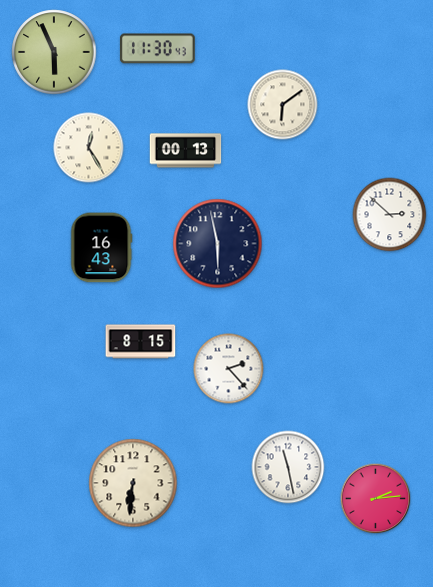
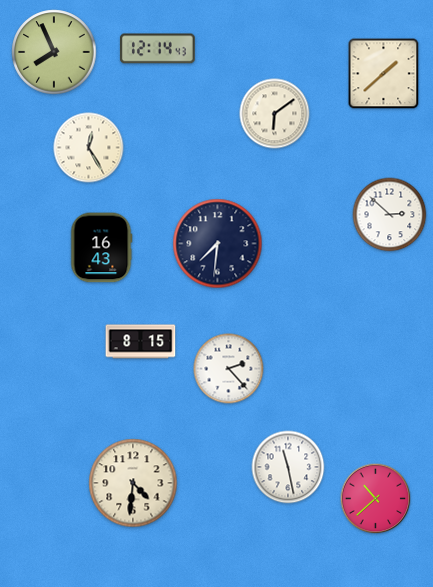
clock at (157, 49): 11:30 -> 12:14
clock at (54, 52): 5:56 -> 7:56
clock at (384, 74): none -> 1:38
clock at (283, 105) position: (283, 105) -> (275, 114)
clock at (186, 151): 00:13 -> none
clock at (218, 244): 5:58 -> 7:31
clock at (133, 483): 6:31 -> 4:31
clock at (376, 499): 2:14 -> 10:38
